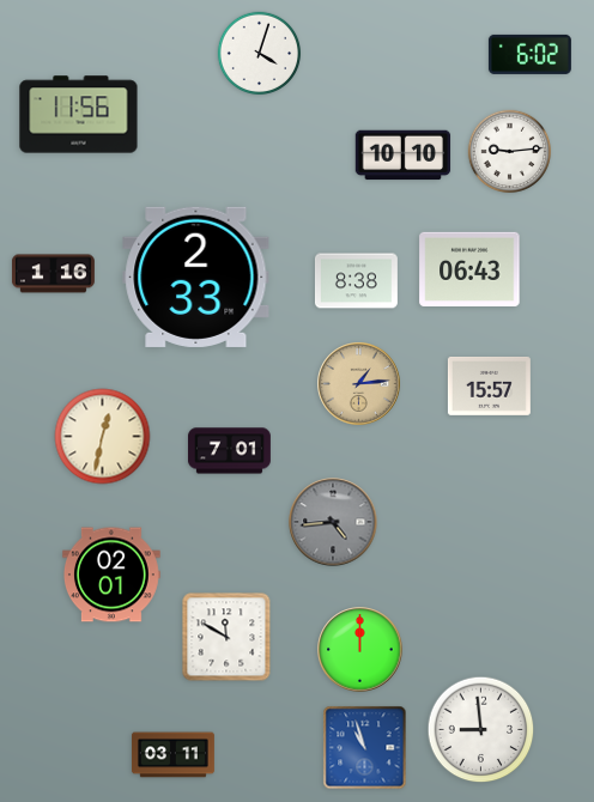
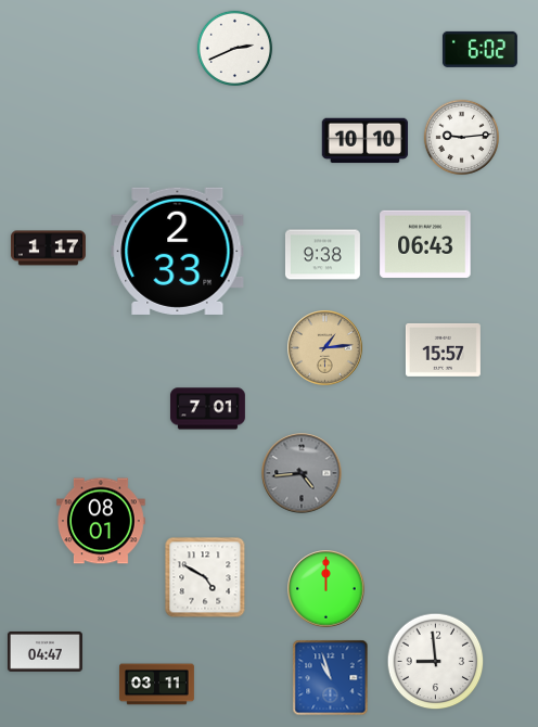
clock at (260, 54): 4:03 -> 2:41
clock at (79, 115): 11:56 -> none
clock at (53, 274): 1:16 -> 1:17
clock at (356, 281): 8:38 -> 9:38
clock at (103, 437): 12:32 -> none
clock at (111, 575): 02:01 -> 08:01
clock at (226, 637): 11:50 -> 4:50
clock at (44, 651): none -> 04:47
